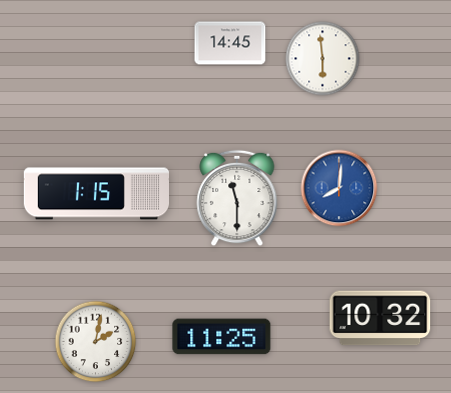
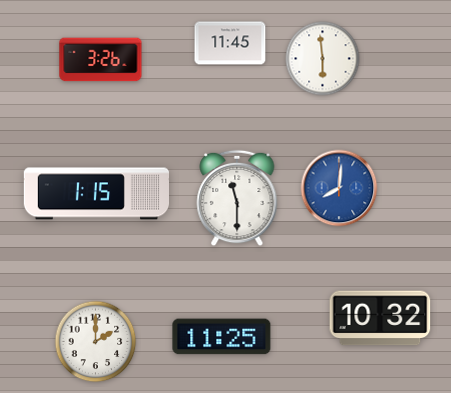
clock at (230, 43): 14:45 -> 11:45
clock at (101, 60): none -> 3:26
clock at (96, 342): 2:02 -> 2:00
